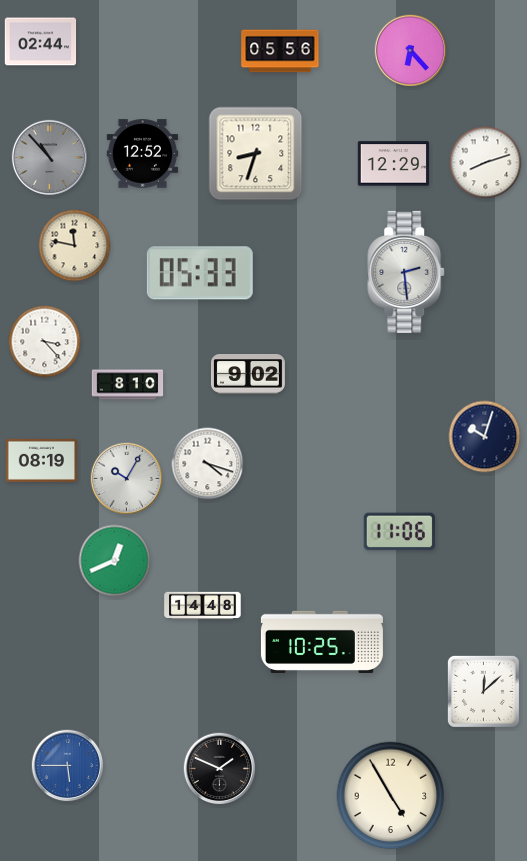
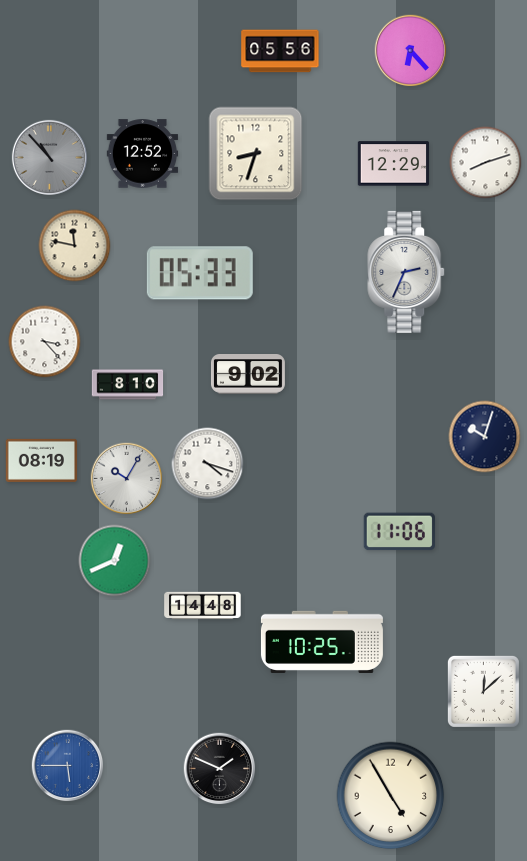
clock at (41, 42): 02:44 -> none
clock at (407, 272): 2:29 -> 2:34
